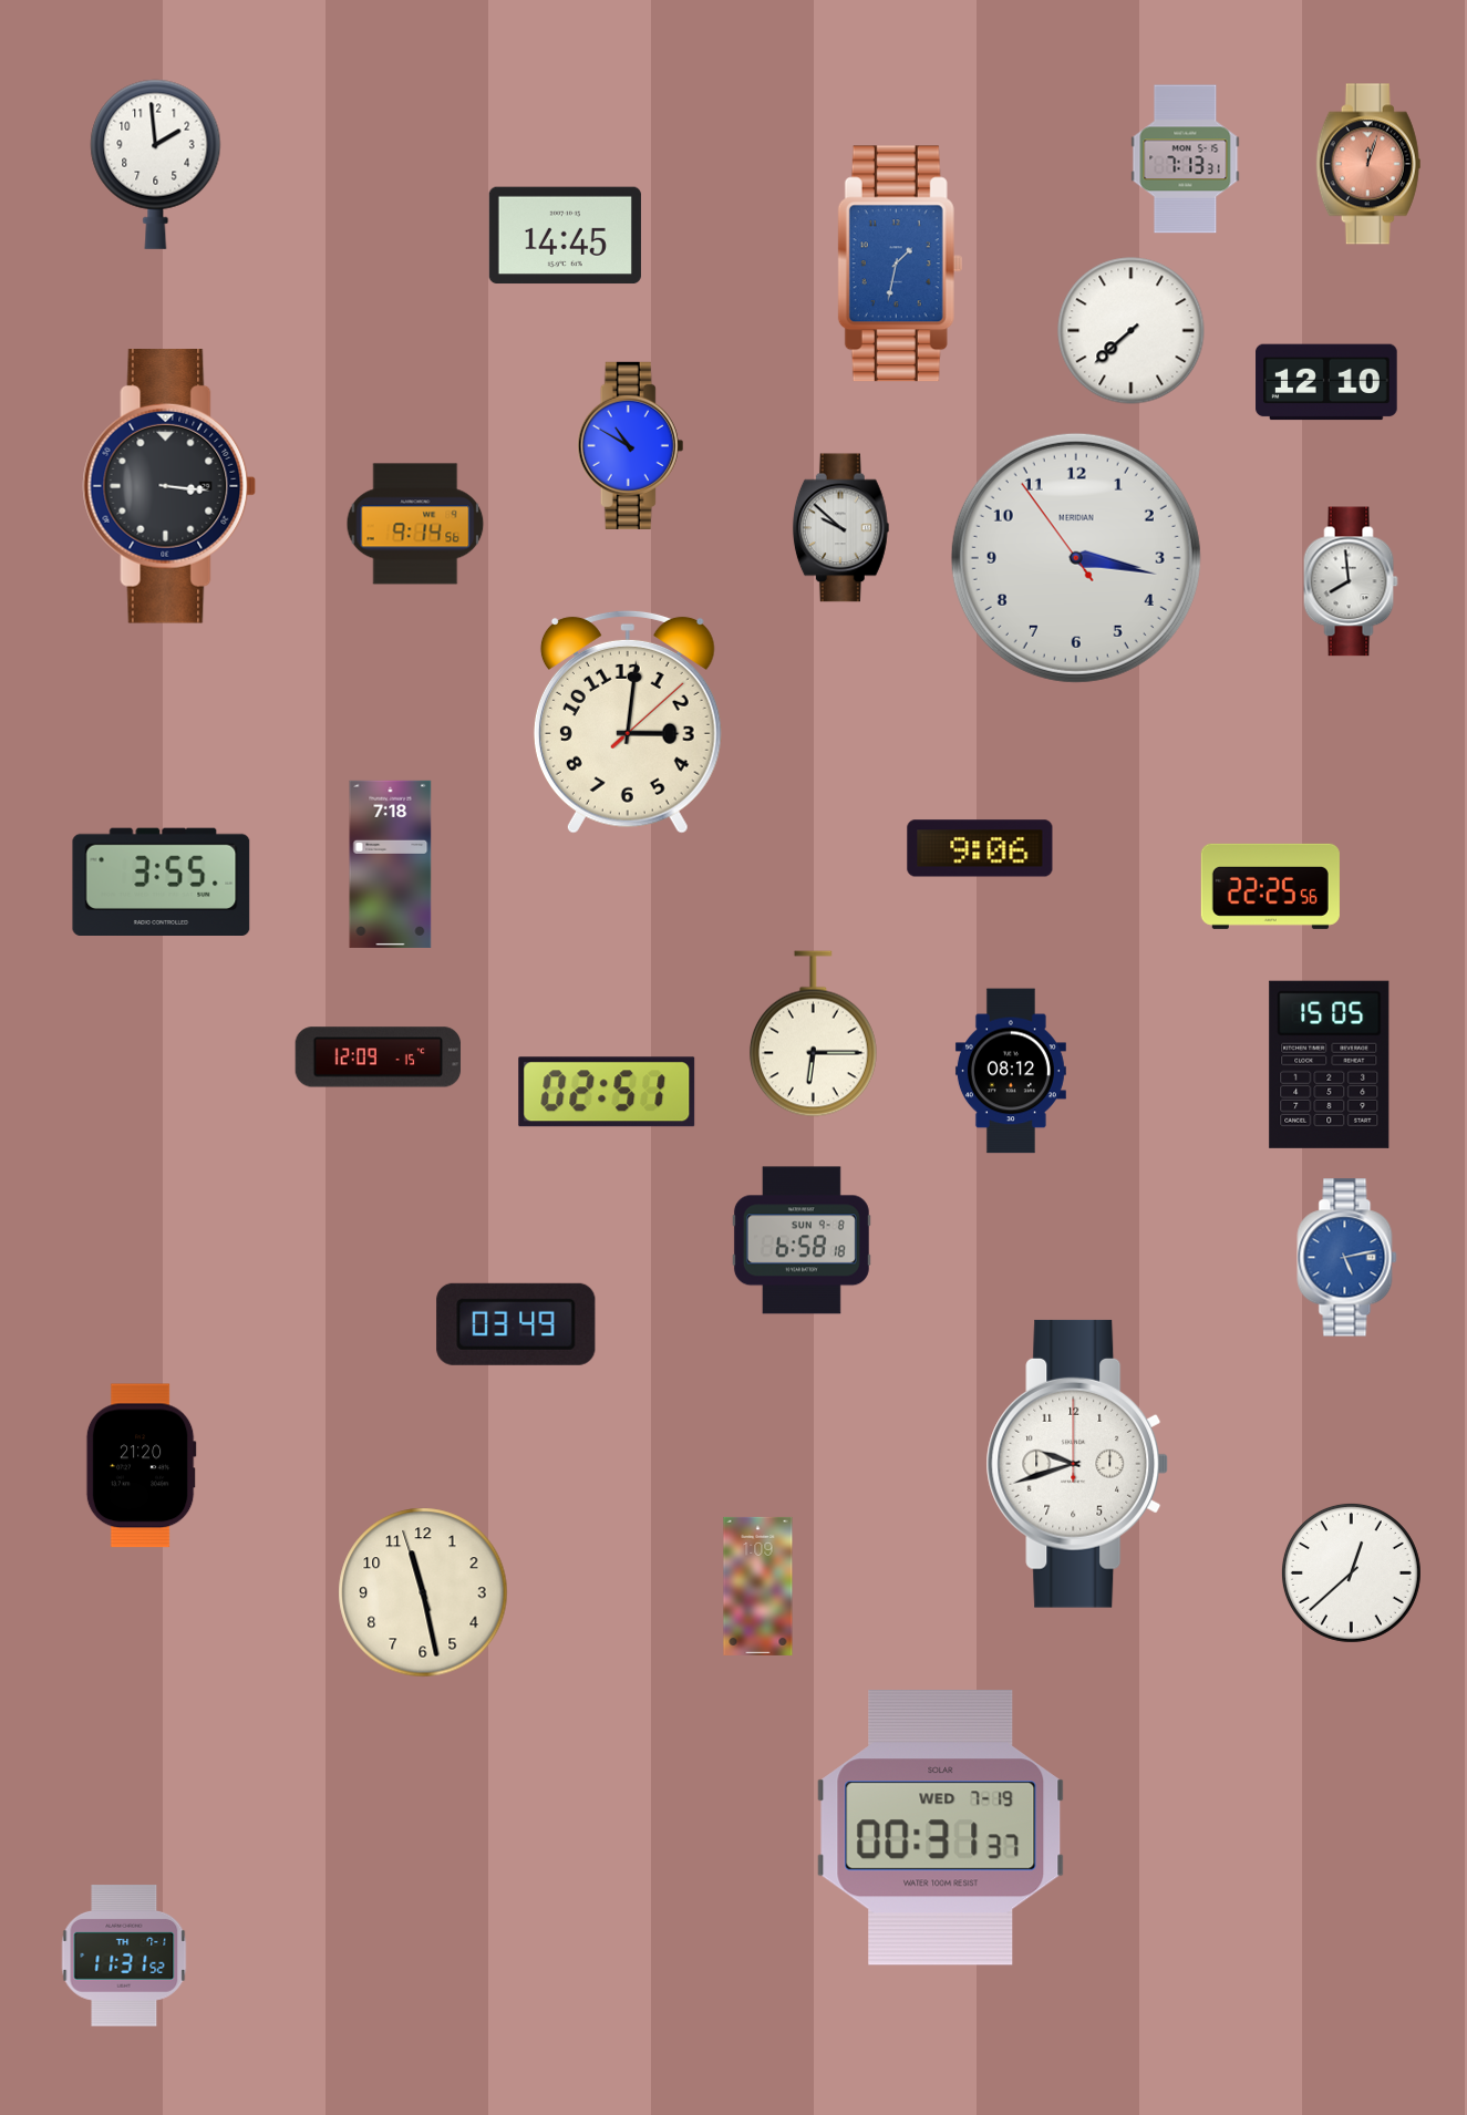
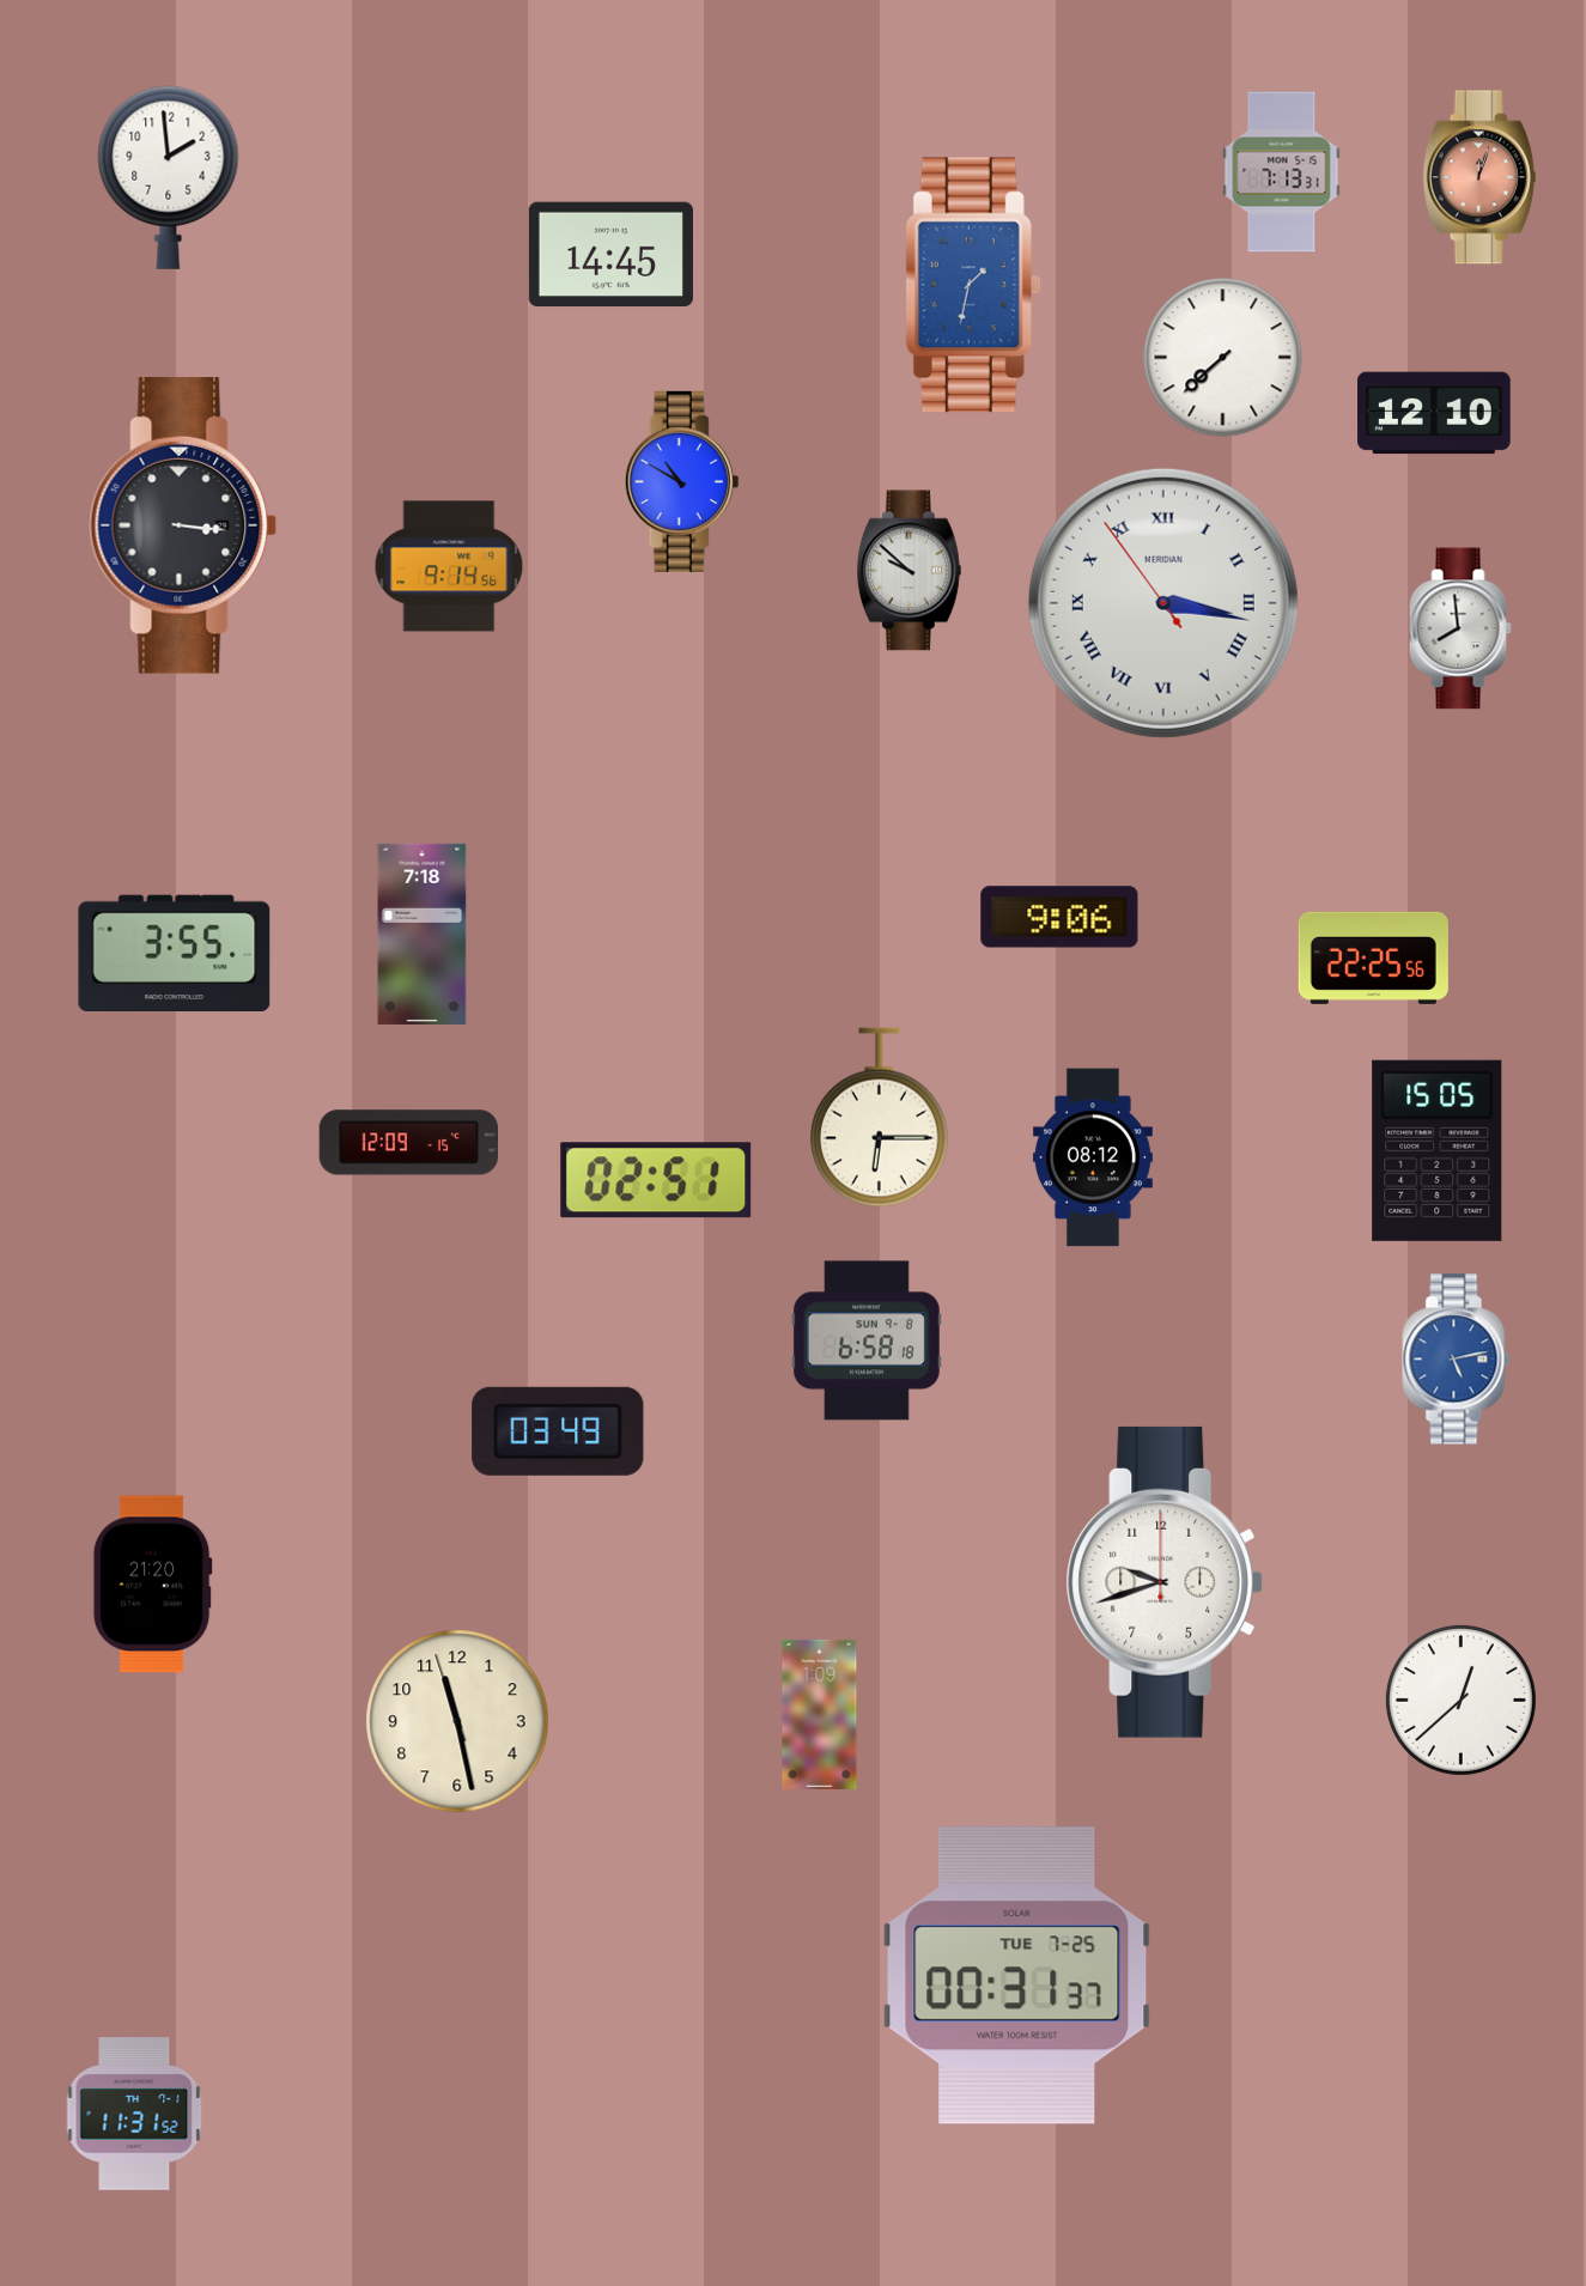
clock at (1076, 558) numerals: Arabic -> Roman
clock at (628, 722): 3:01 -> none
clock at (941, 1828) date: WED 7-19 -> TUE 7-25
